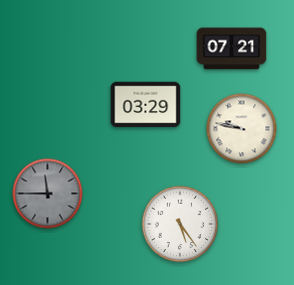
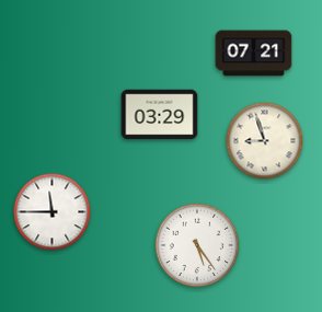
clock at (242, 129): 9:47 -> 8:57
clock at (48, 194) dial: grey -> white
